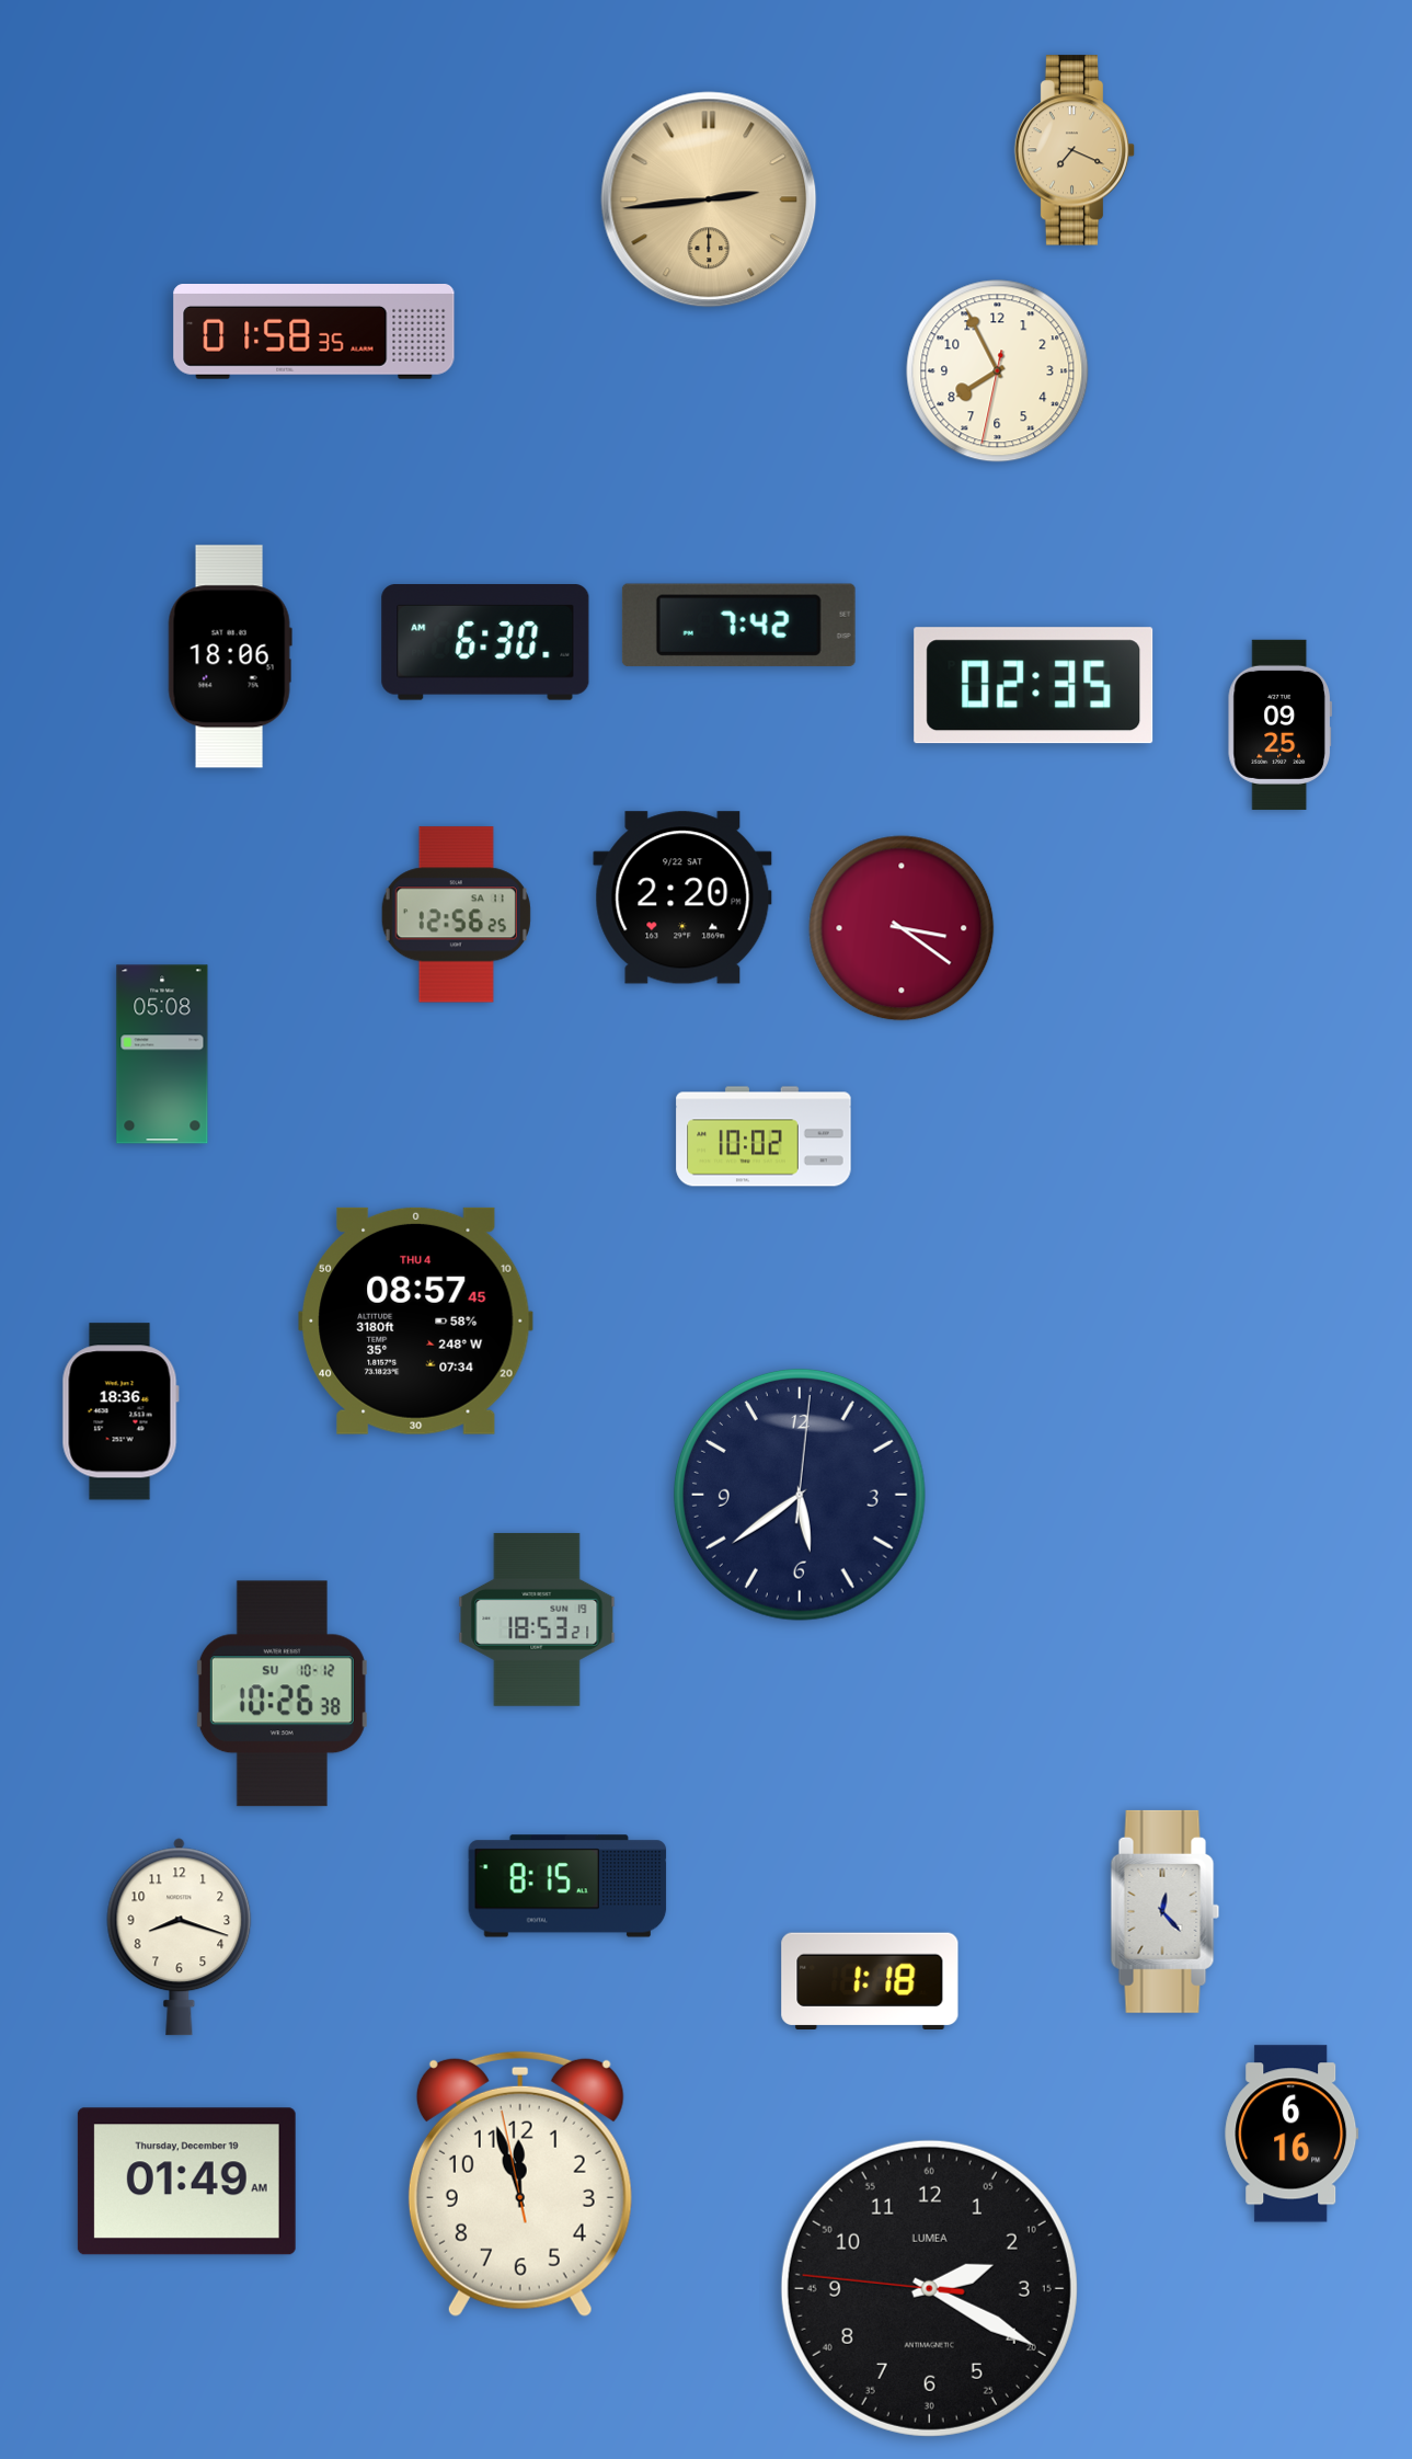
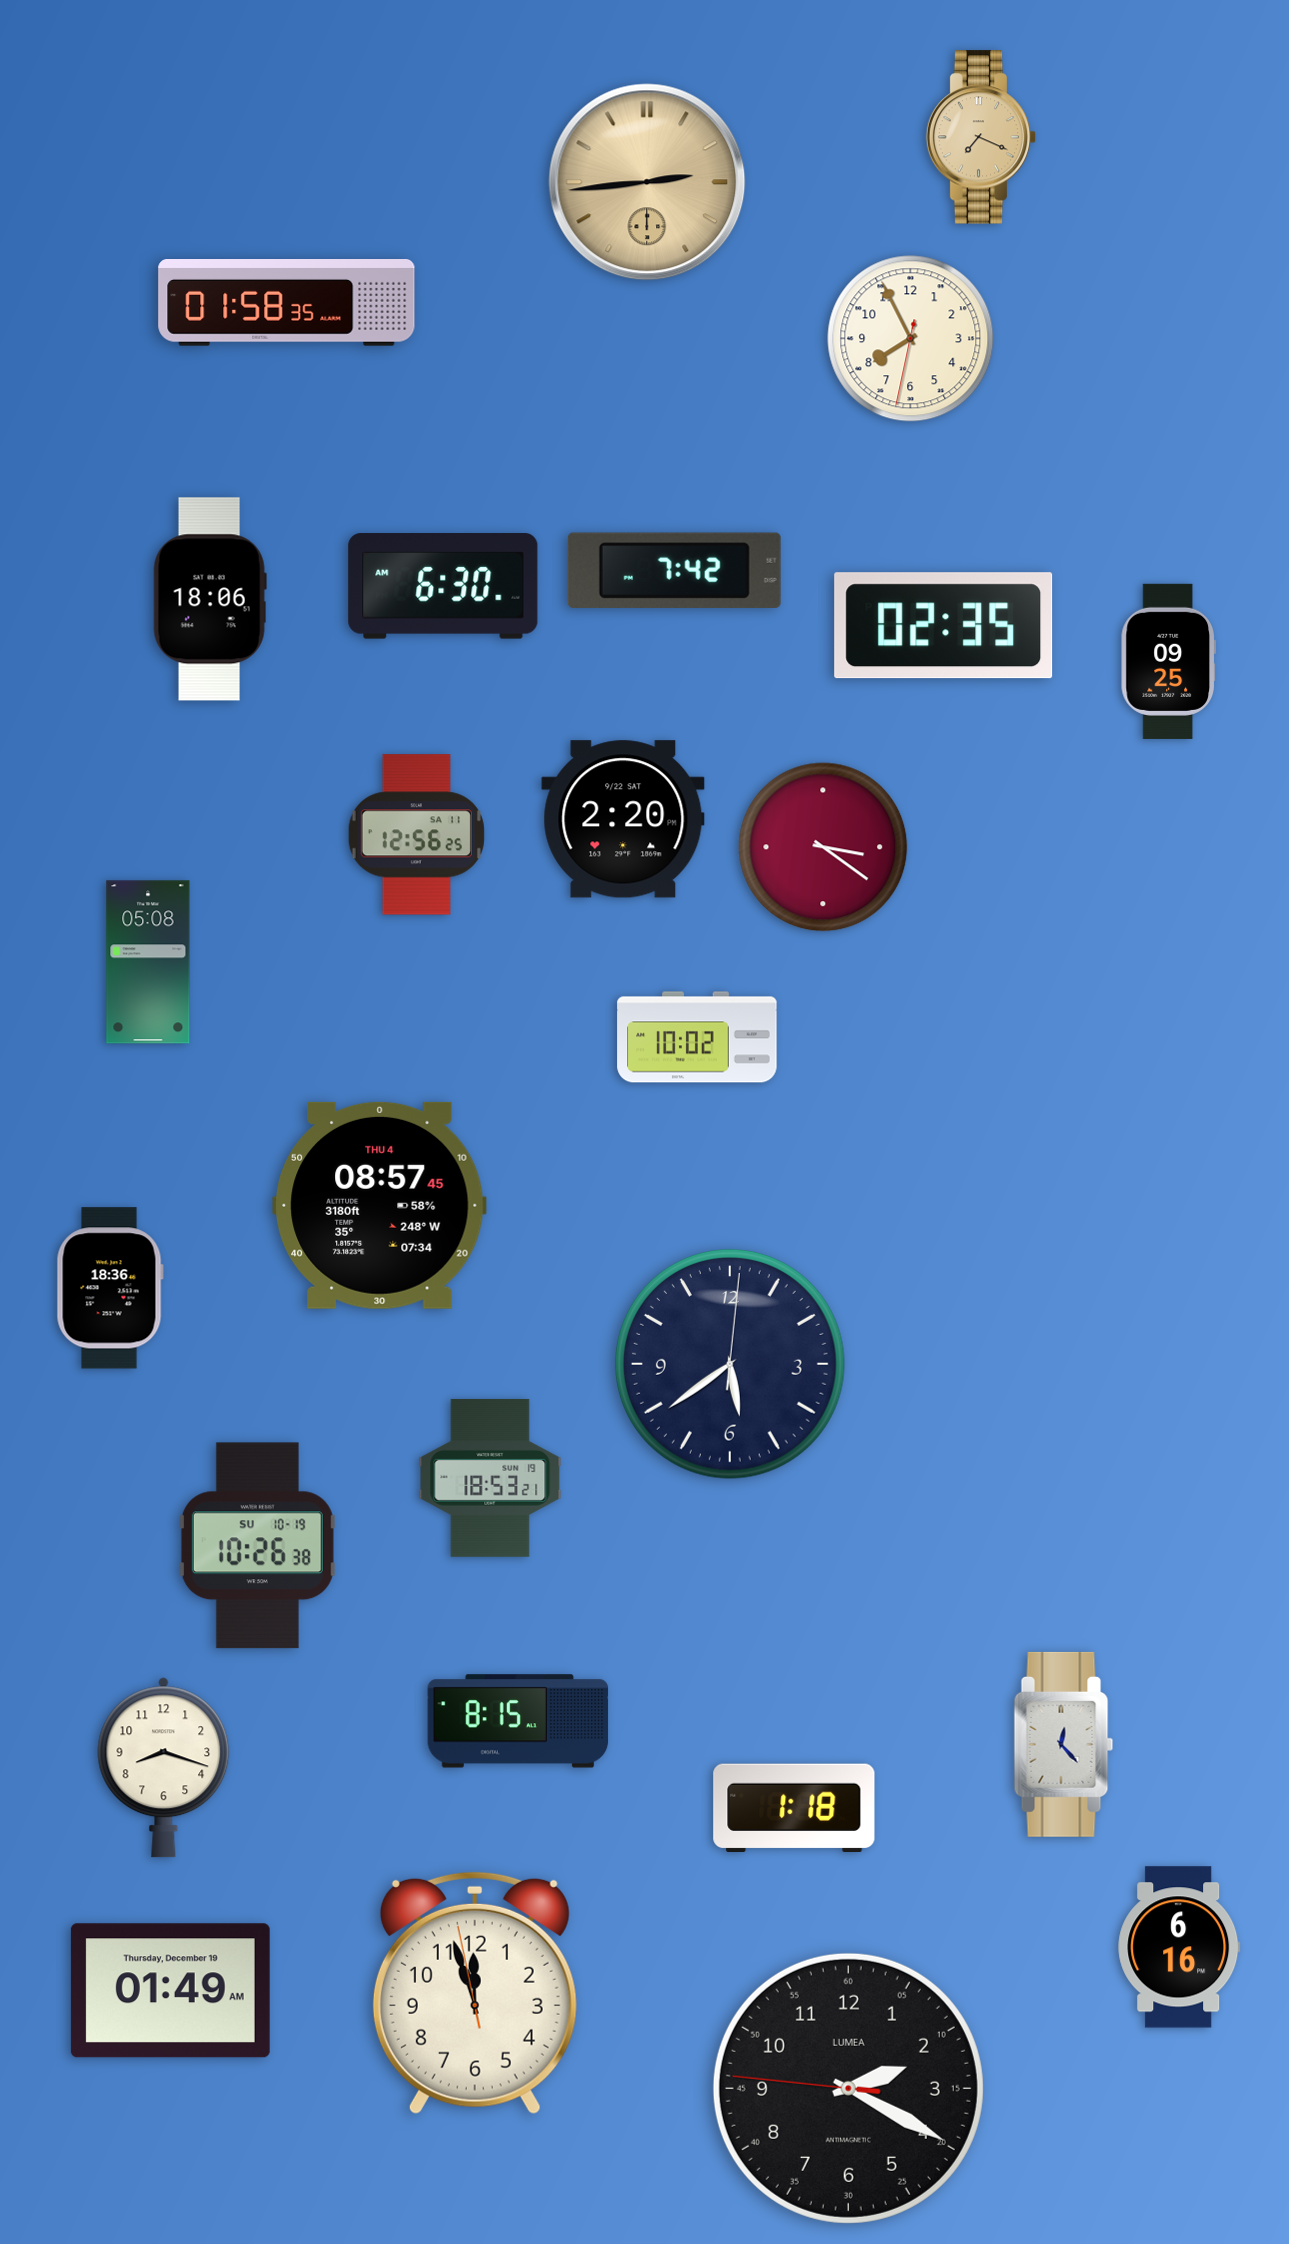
clock at (282, 1694) date: SU 10-12 -> SU 10-19
